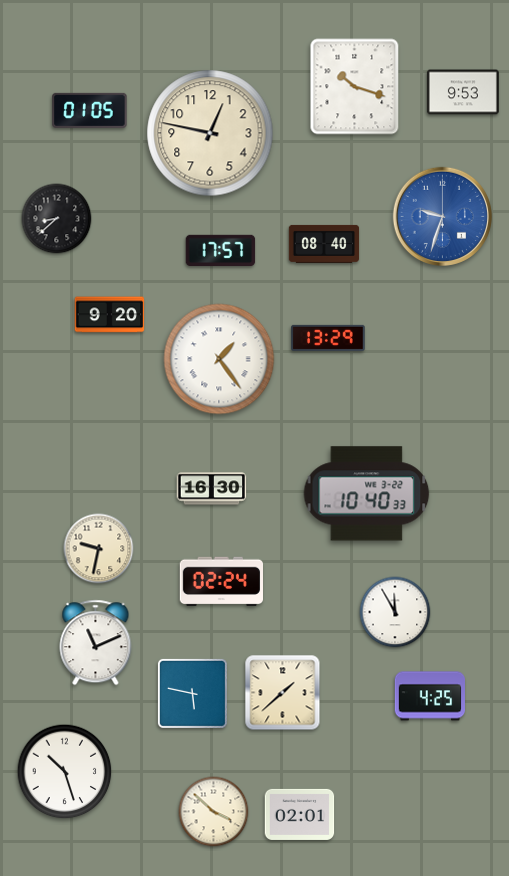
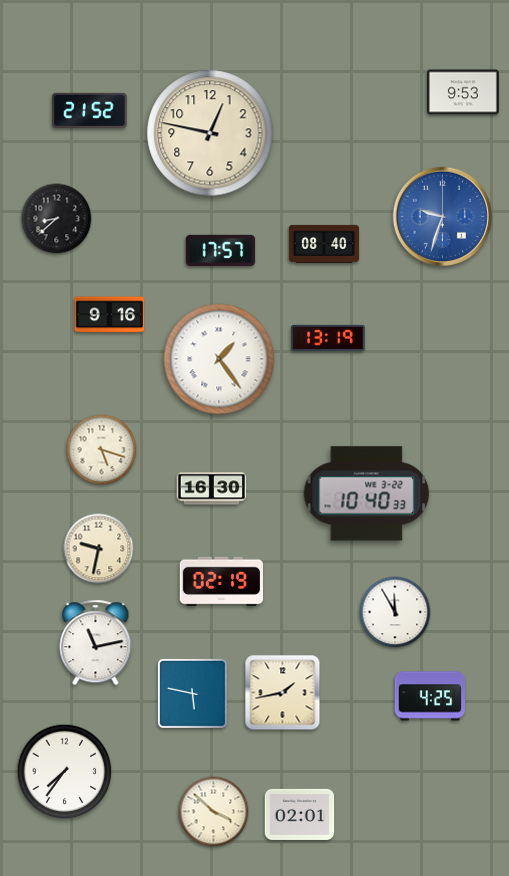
clock at (355, 87): 10:18 -> none
clock at (90, 110): 01:05 -> 21:52
clock at (110, 315): 9:20 -> 9:16
clock at (328, 338): 13:29 -> 13:19
clock at (102, 450): none -> 5:18
clock at (221, 582): 02:24 -> 02:19
clock at (96, 643): 11:11 -> 11:13
clock at (283, 693): 1:38 -> 1:43
clock at (65, 772): 10:27 -> 7:36
